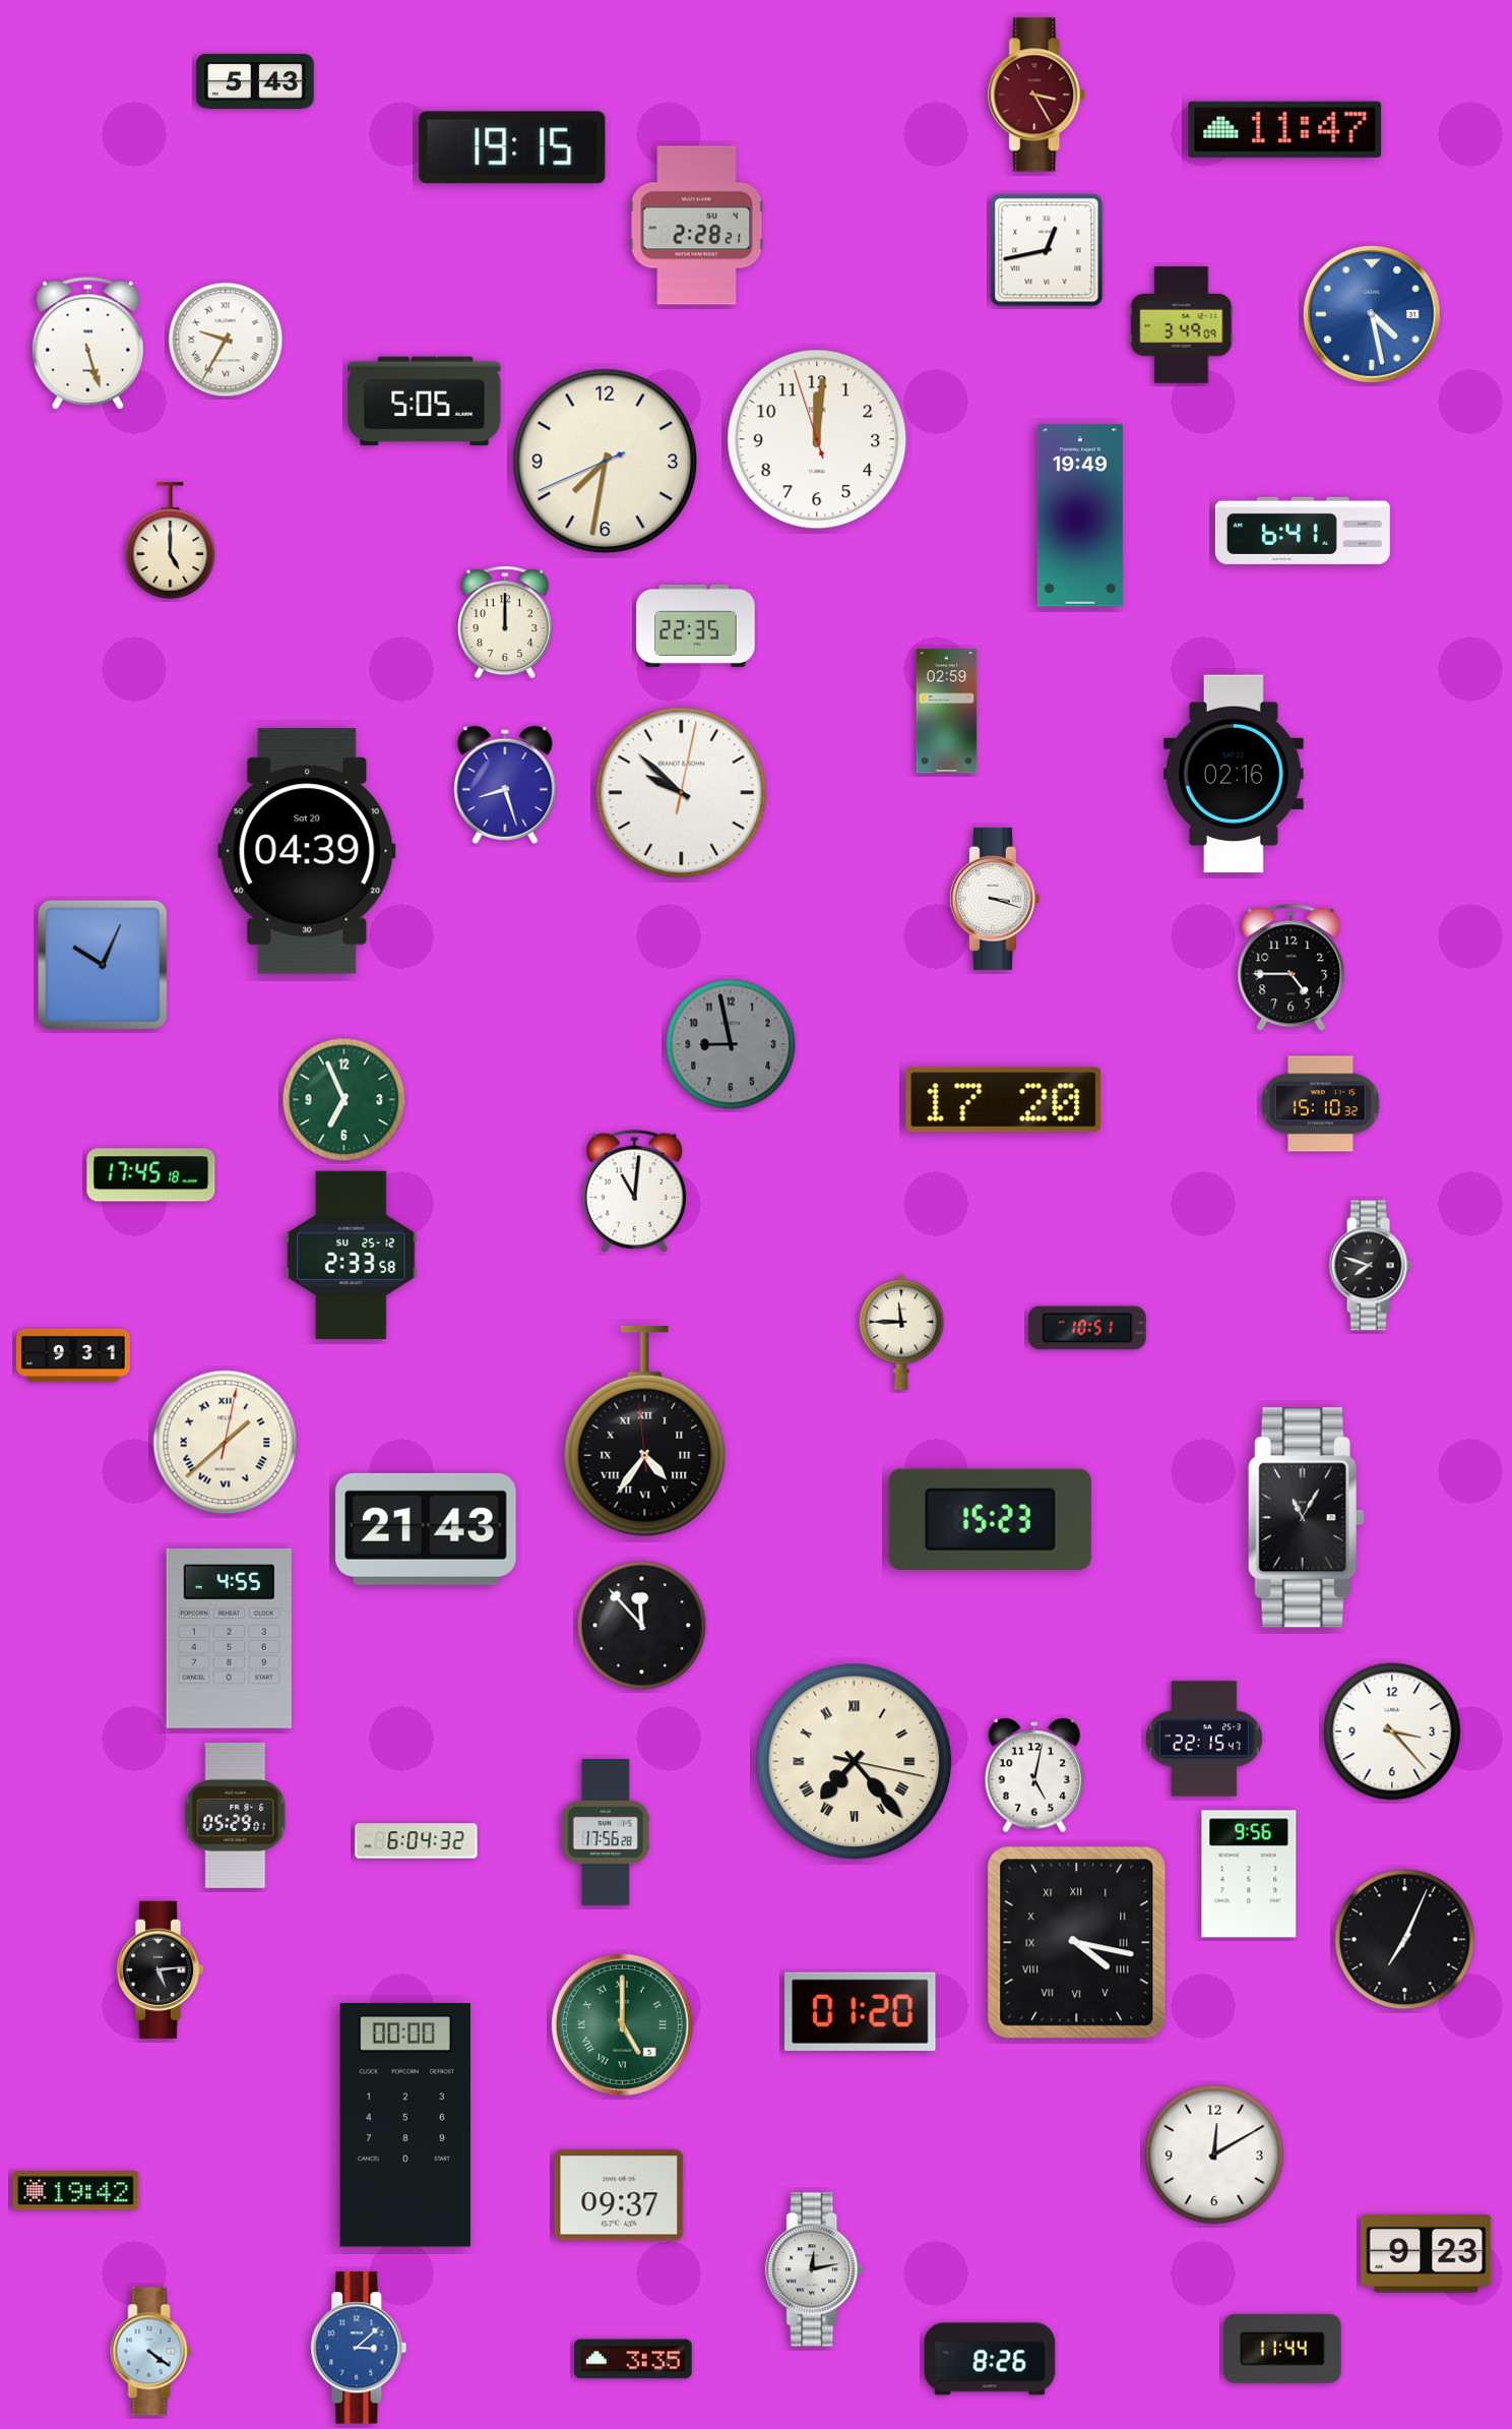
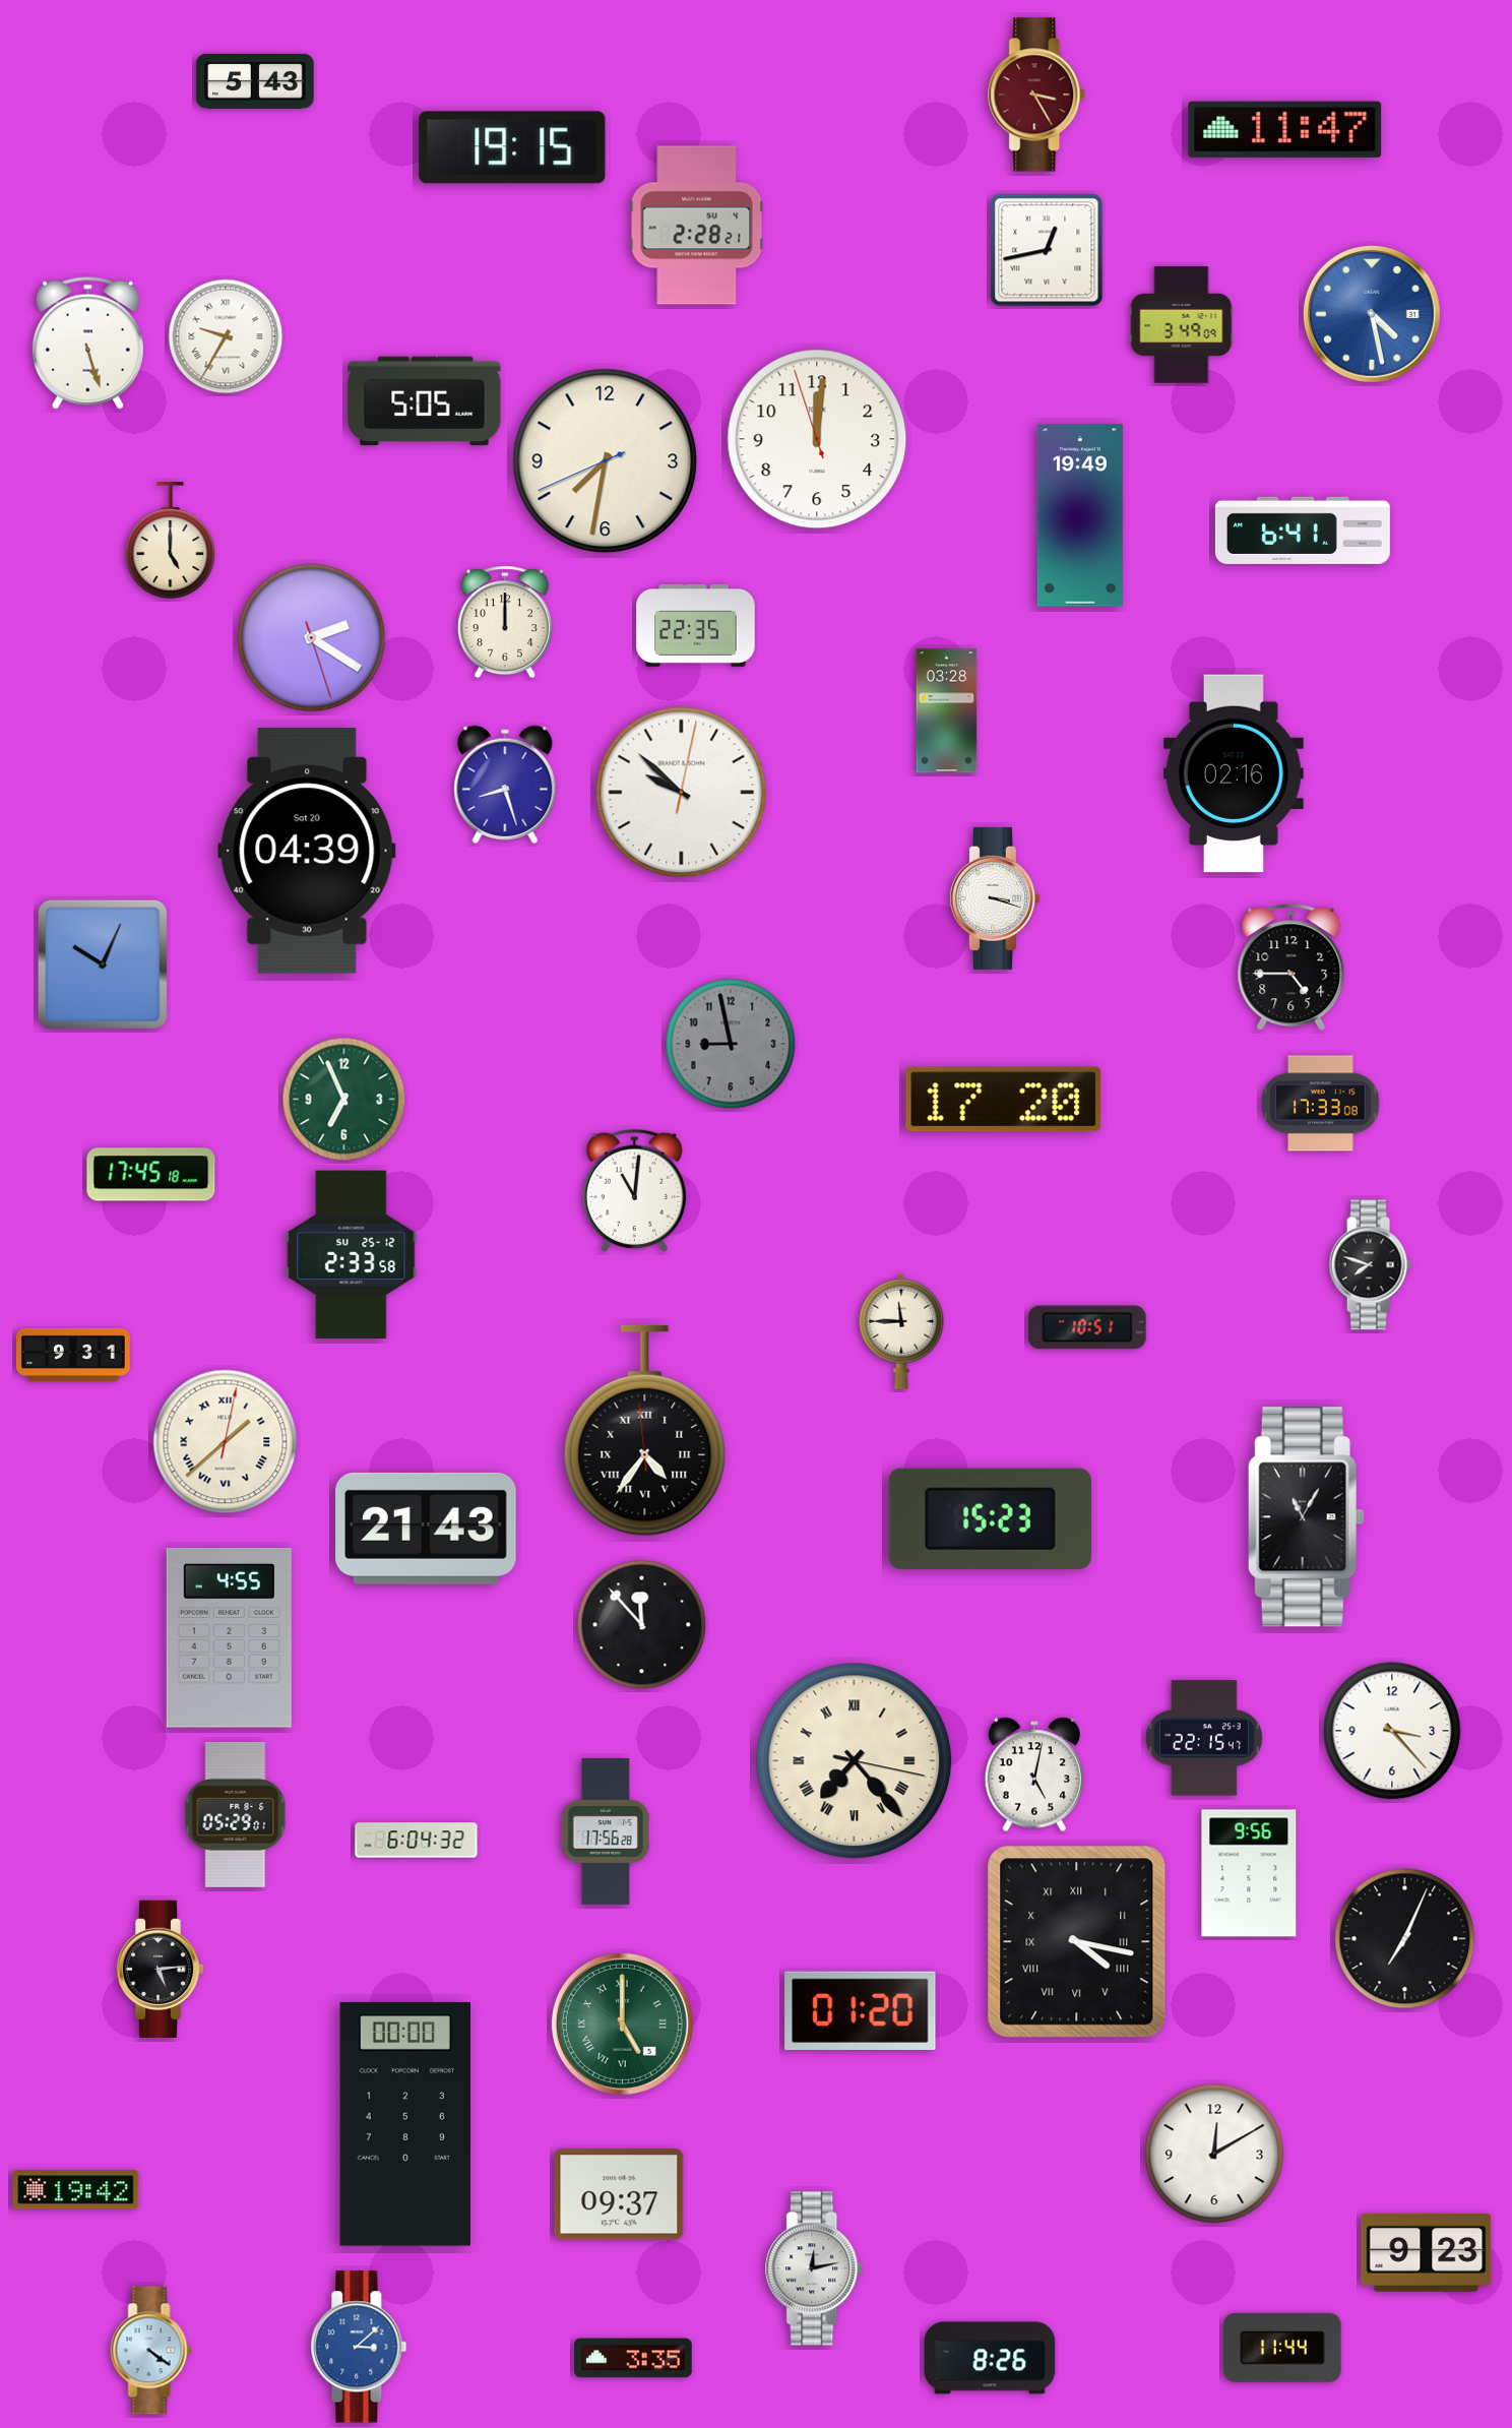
clock at (226, 340) position: (226, 340) -> (226, 336)
clock at (312, 638): none -> 2:20
clock at (947, 712): 02:59 -> 03:28
clock at (1321, 1104): 15:10 -> 17:33
